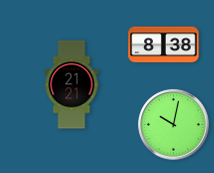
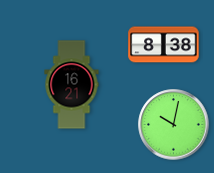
clock at (72, 85): 21:21 -> 16:21
